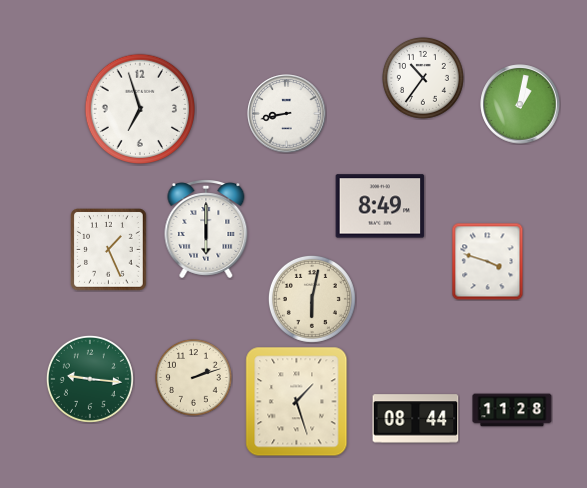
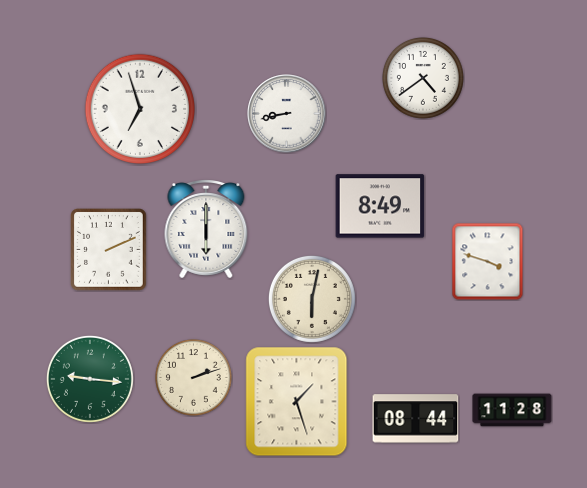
clock at (423, 78): 10:36 -> 4:39
clock at (520, 104): 1:02 -> none
clock at (109, 250): 1:26 -> 2:11
